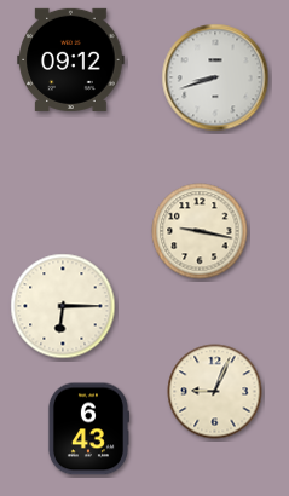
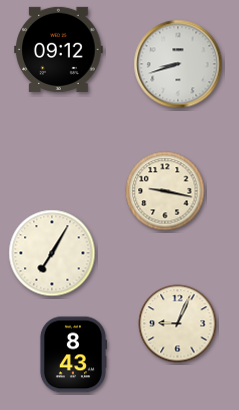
clock at (63, 306): 6:15 -> 7:05
clock at (88, 429): 6:43 -> 8:43
